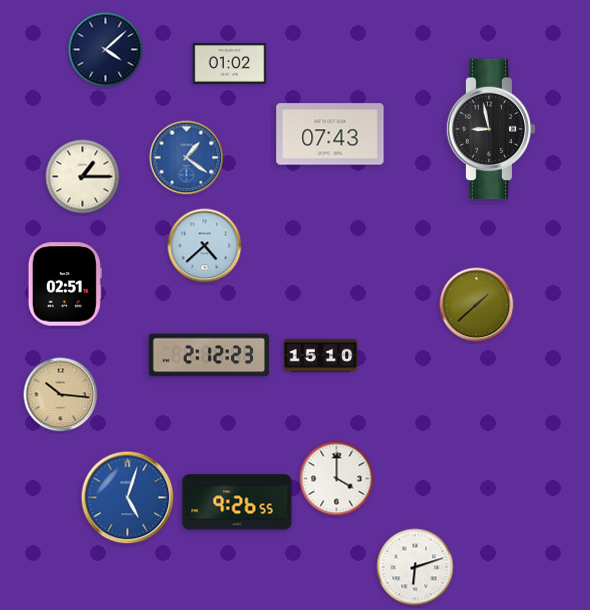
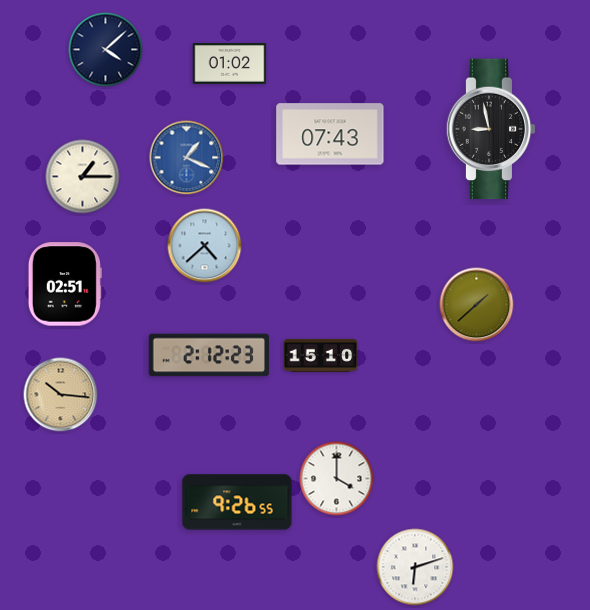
clock at (187, 158): 1:21 -> 1:19
clock at (128, 498): 5:03 -> none
